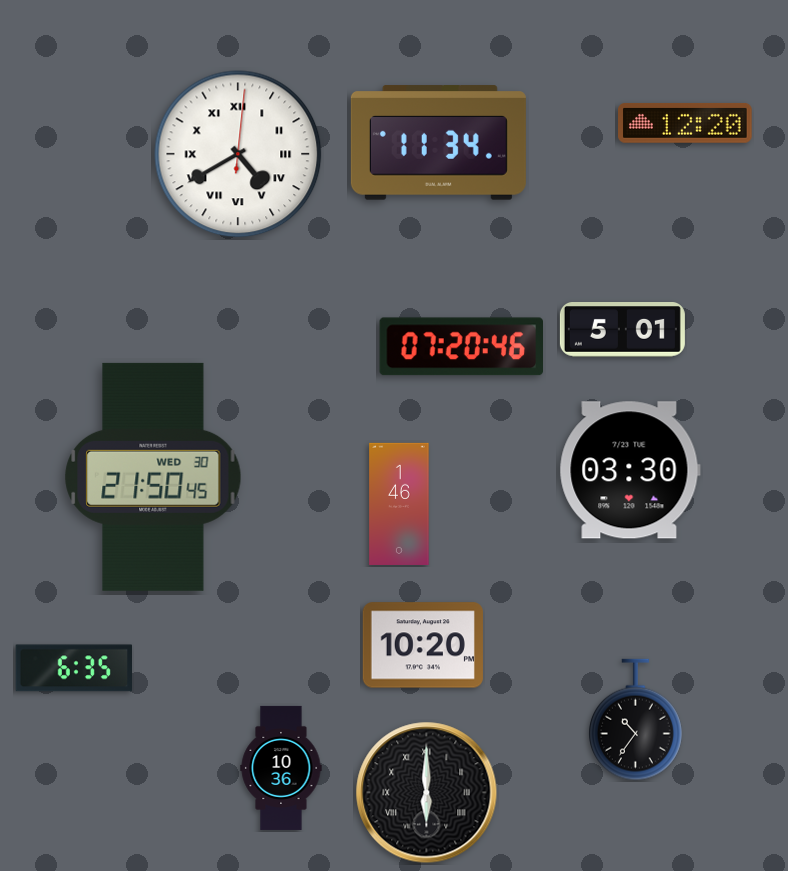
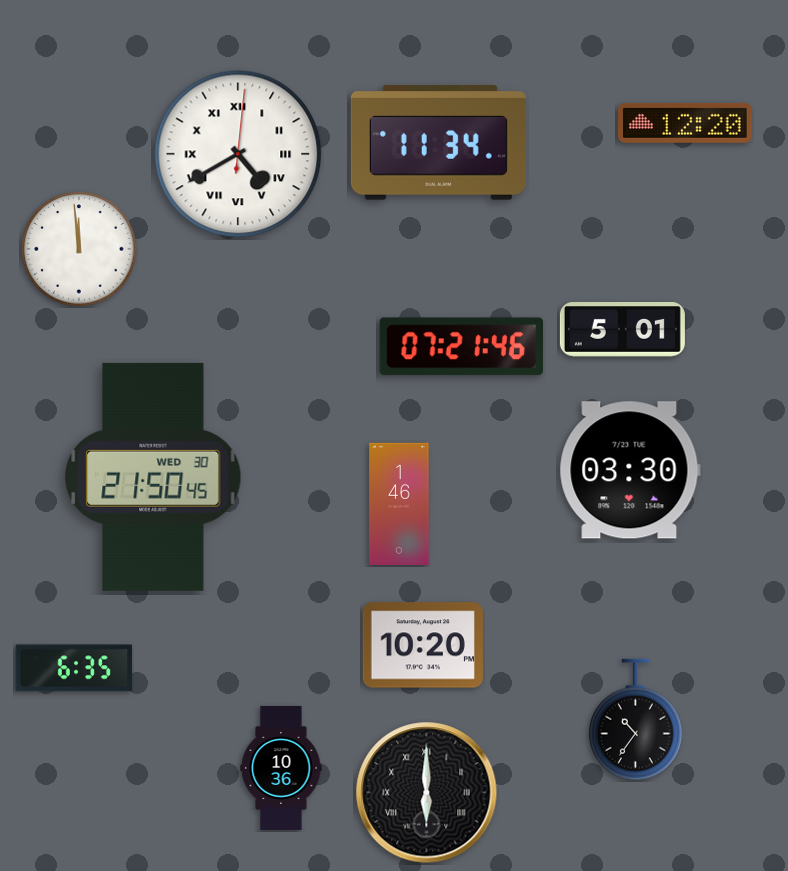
clock at (79, 249): none -> 11:59
clock at (461, 347): 07:20 -> 07:21
